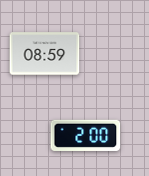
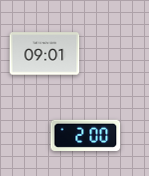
clock at (45, 54): 08:59 -> 09:01
